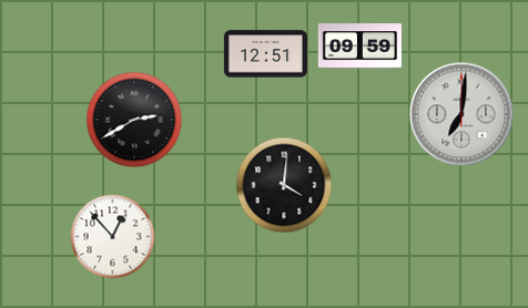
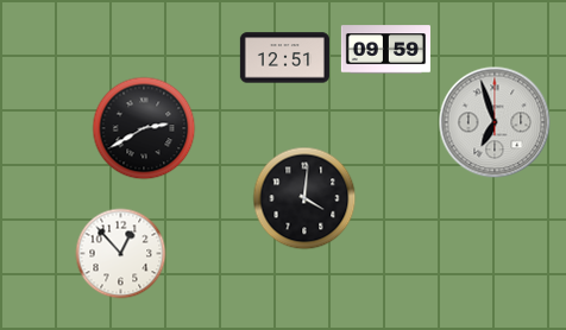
clock at (461, 114): 7:01 -> 6:57
